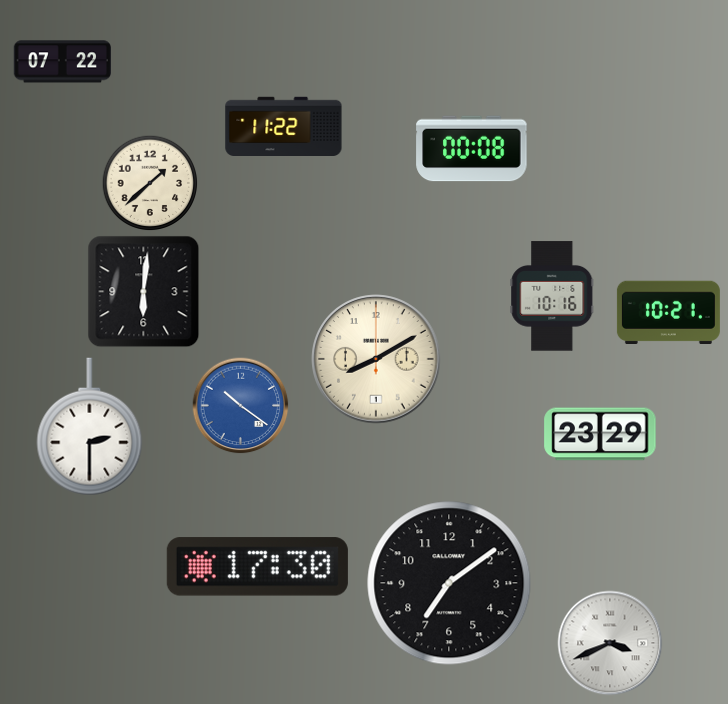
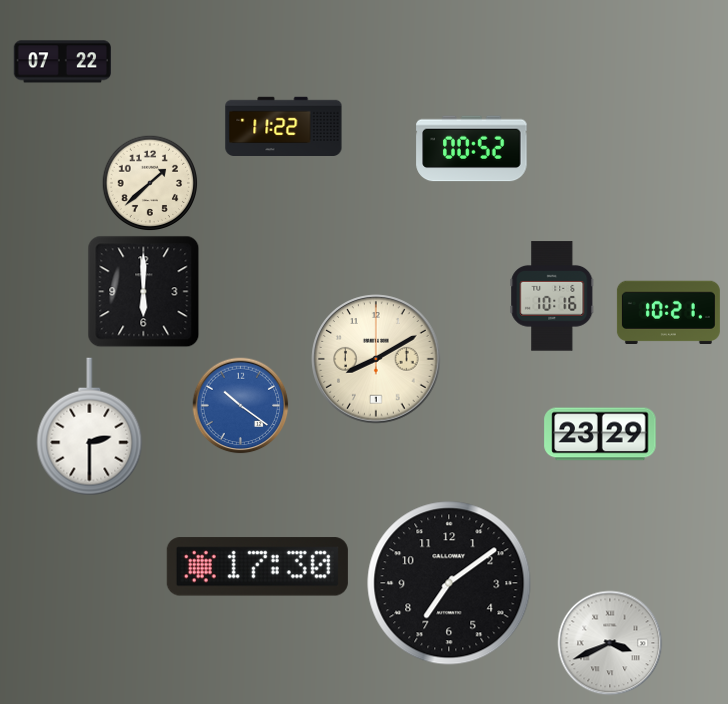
clock at (472, 149): 00:08 -> 00:52
clock at (144, 292): 6:01 -> 6:00
